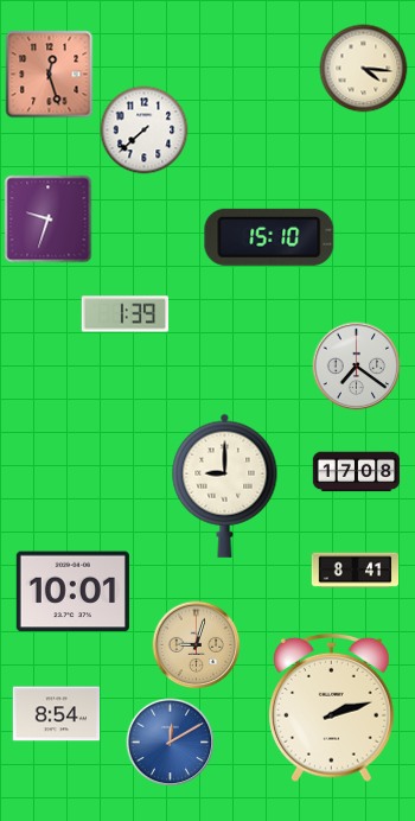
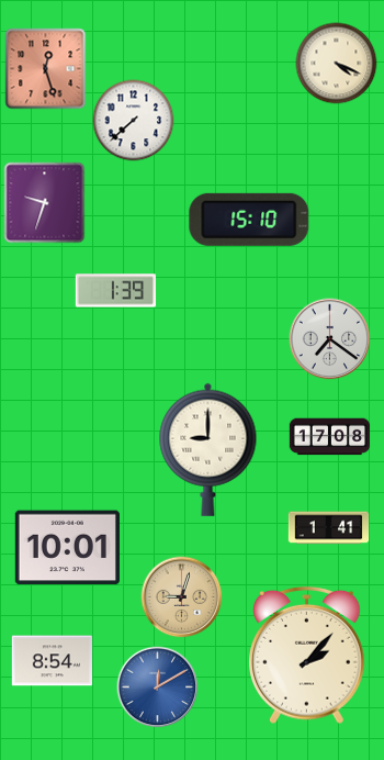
clock at (364, 69): 4:16 -> 4:19
clock at (356, 571): 8:41 -> 1:41
clock at (332, 708): 2:12 -> 2:07
